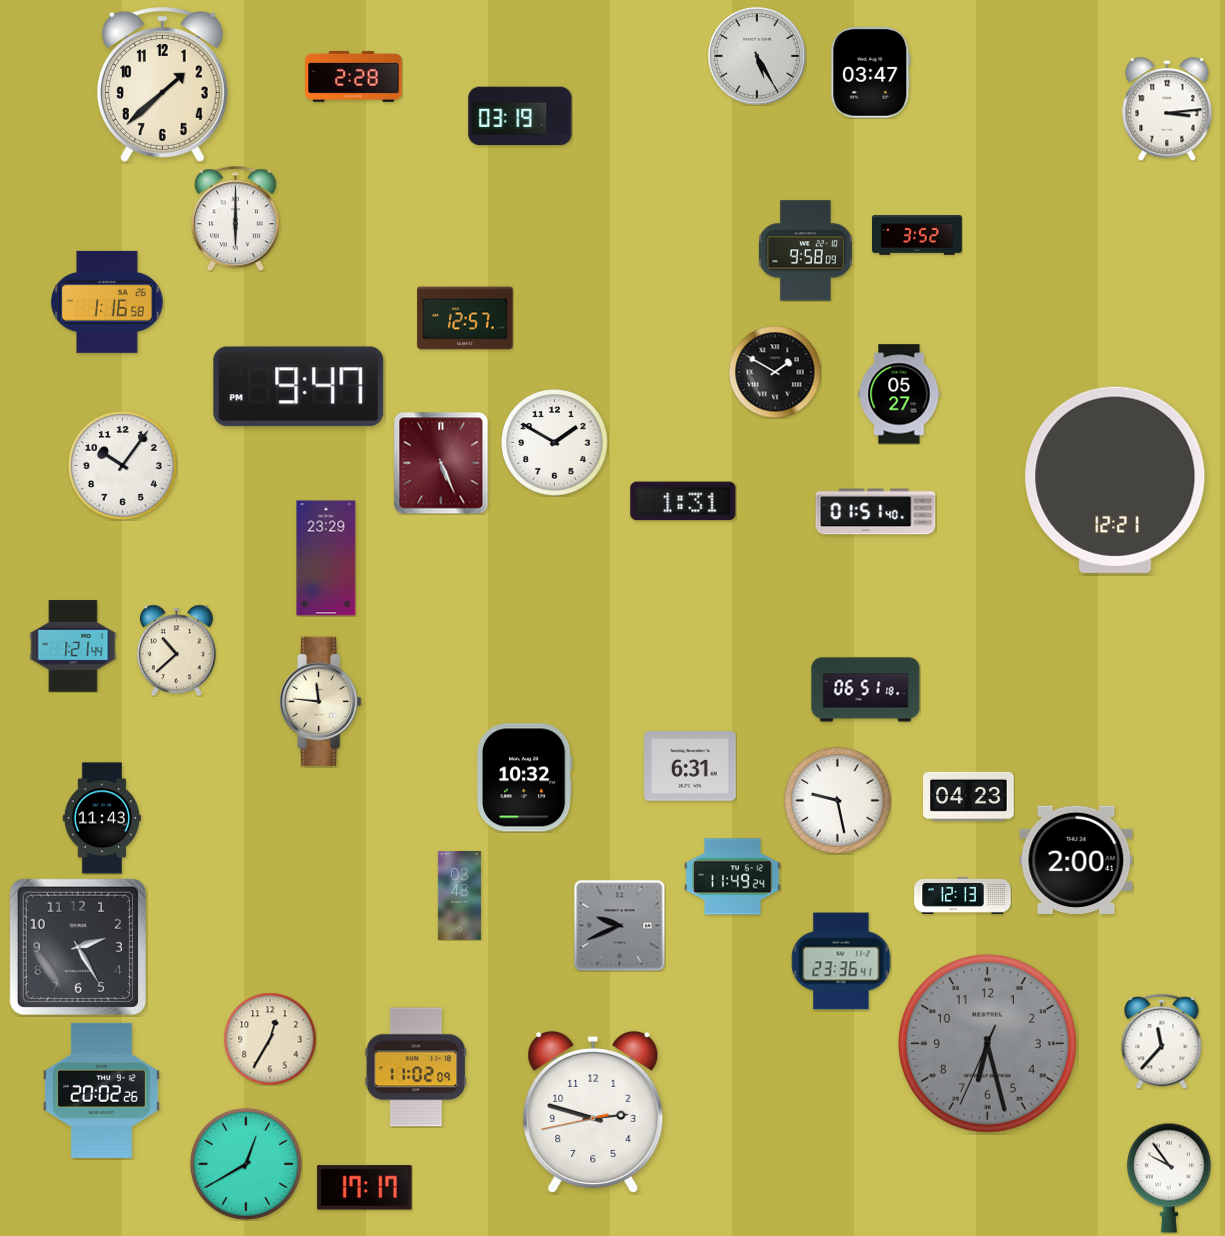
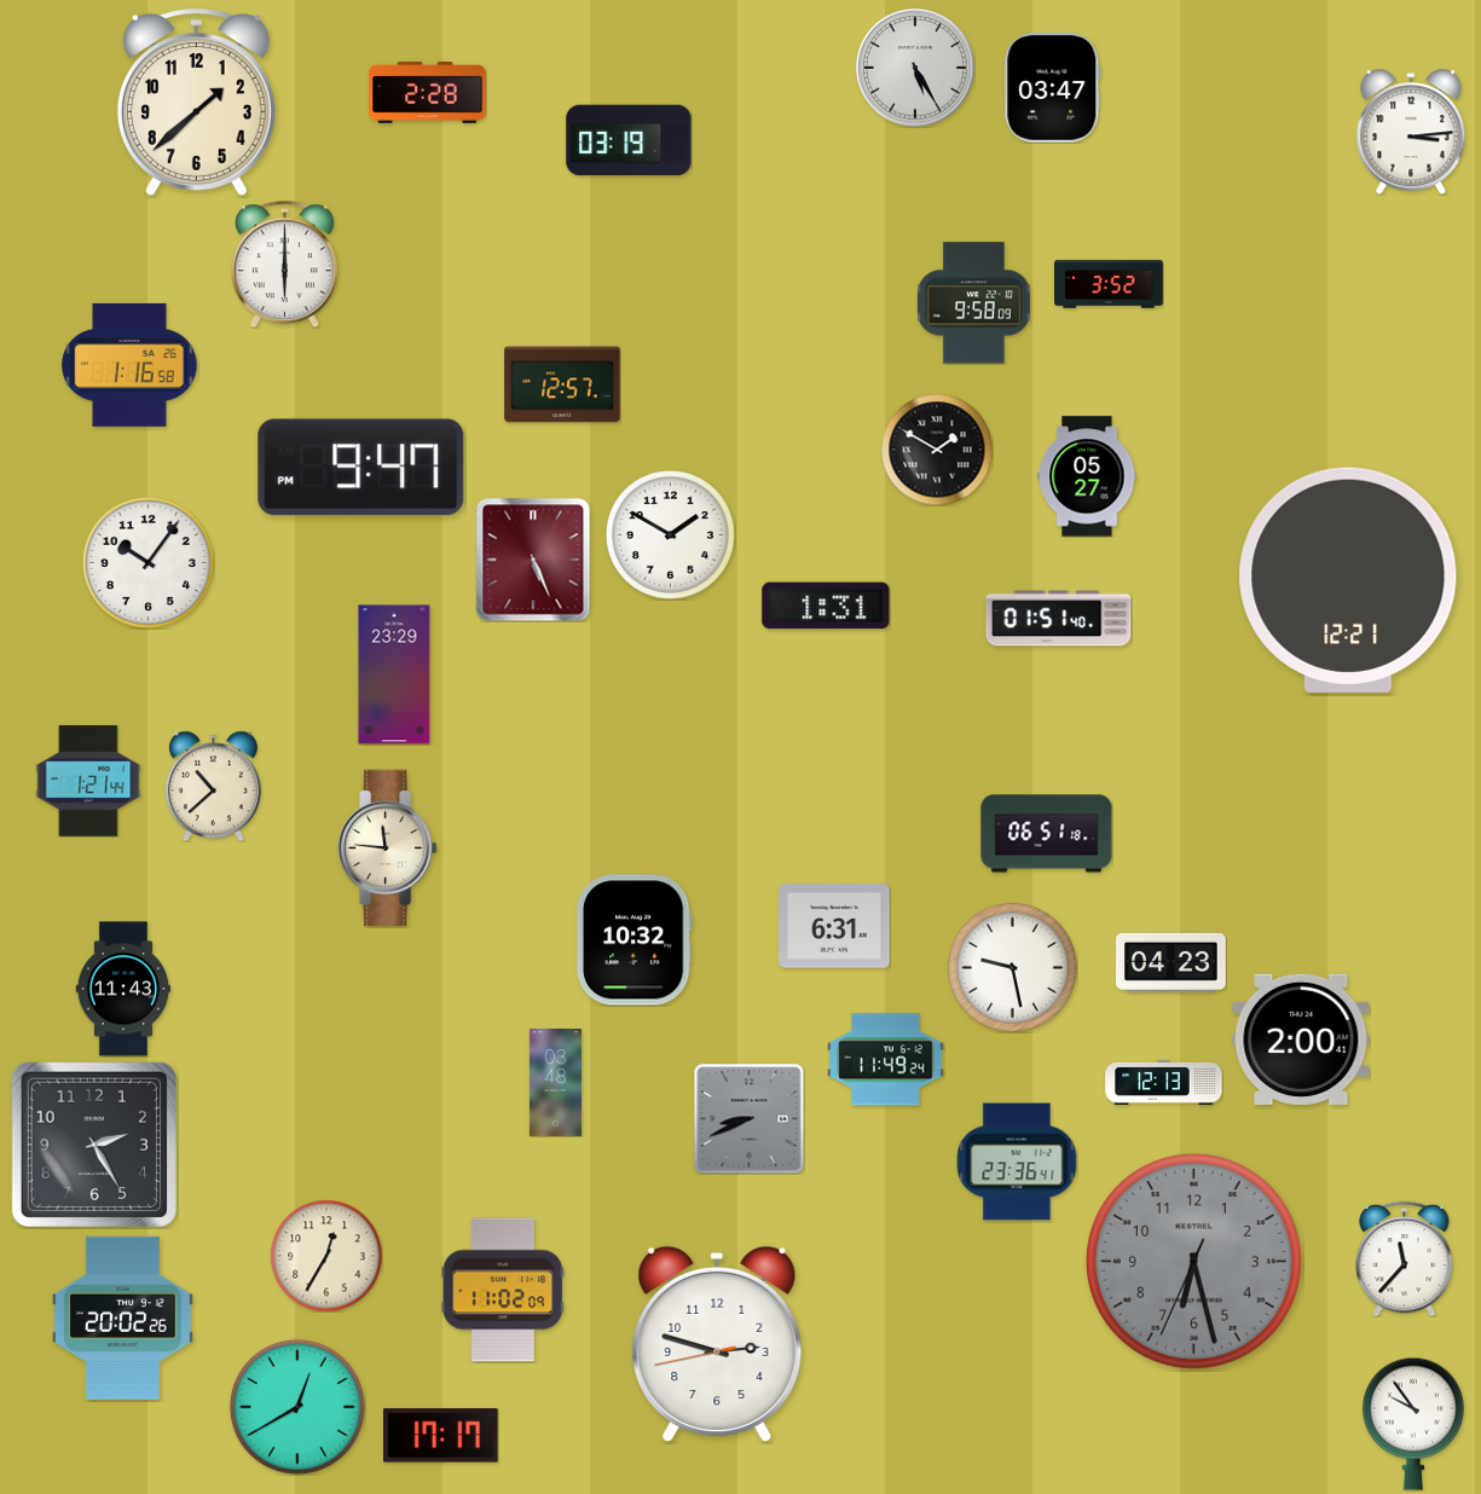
clock at (619, 925): 9:41 -> 8:41
